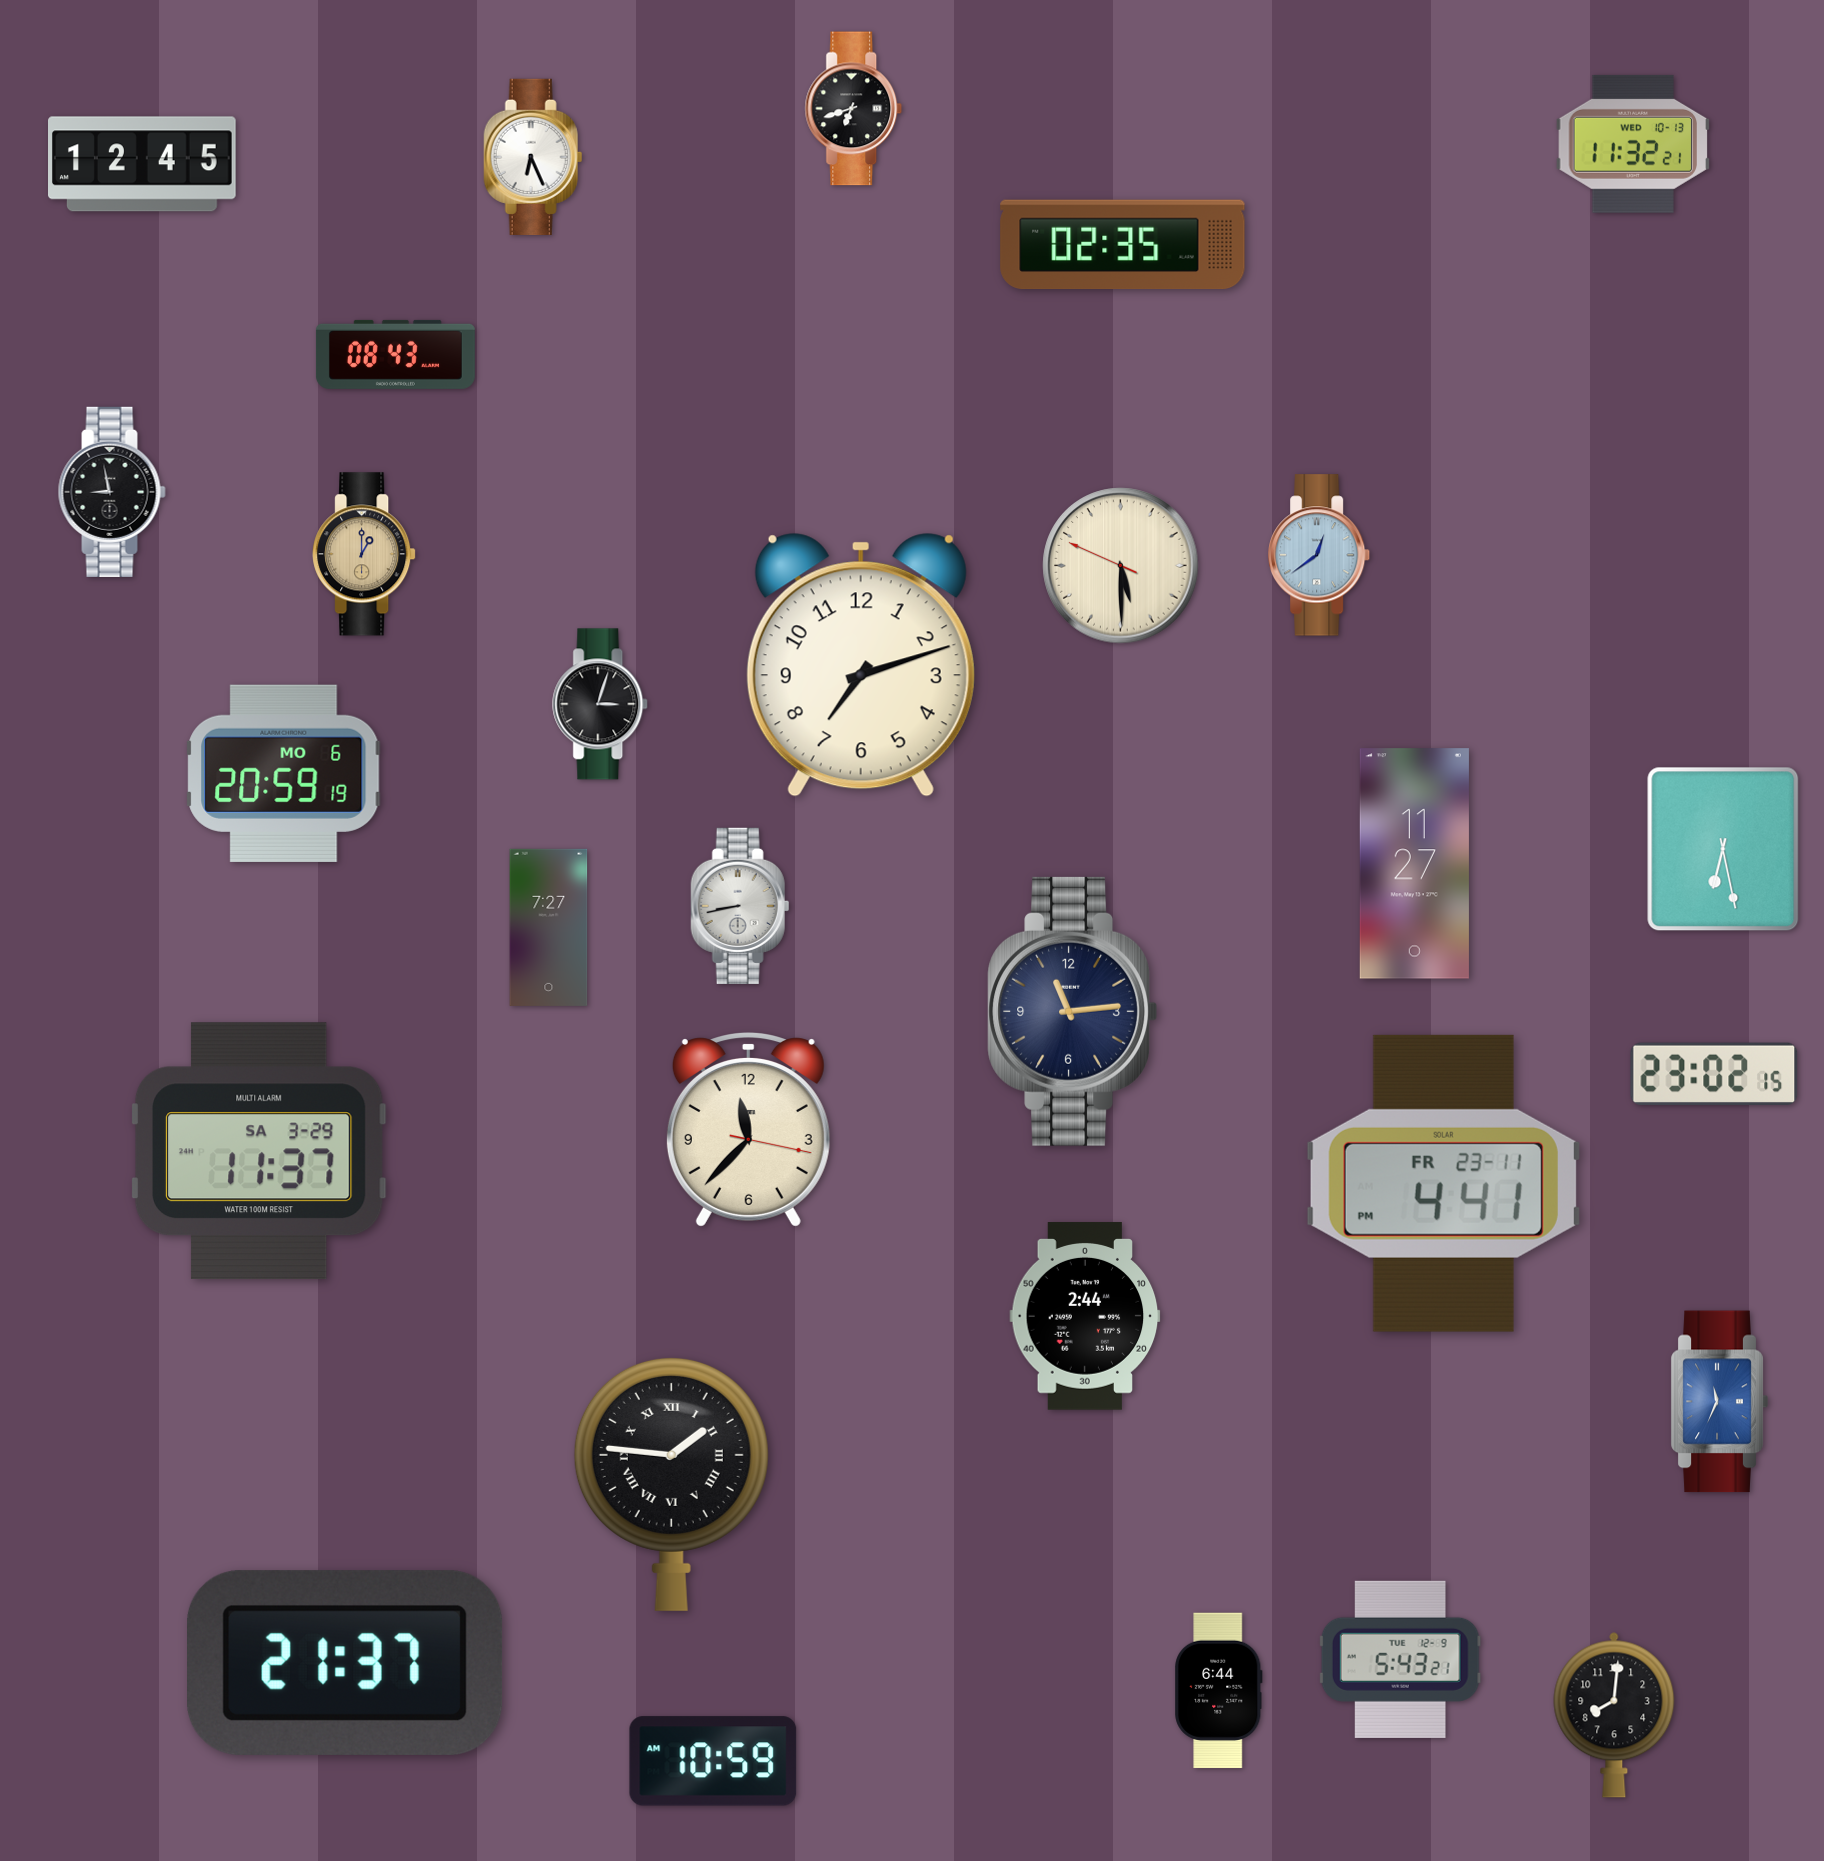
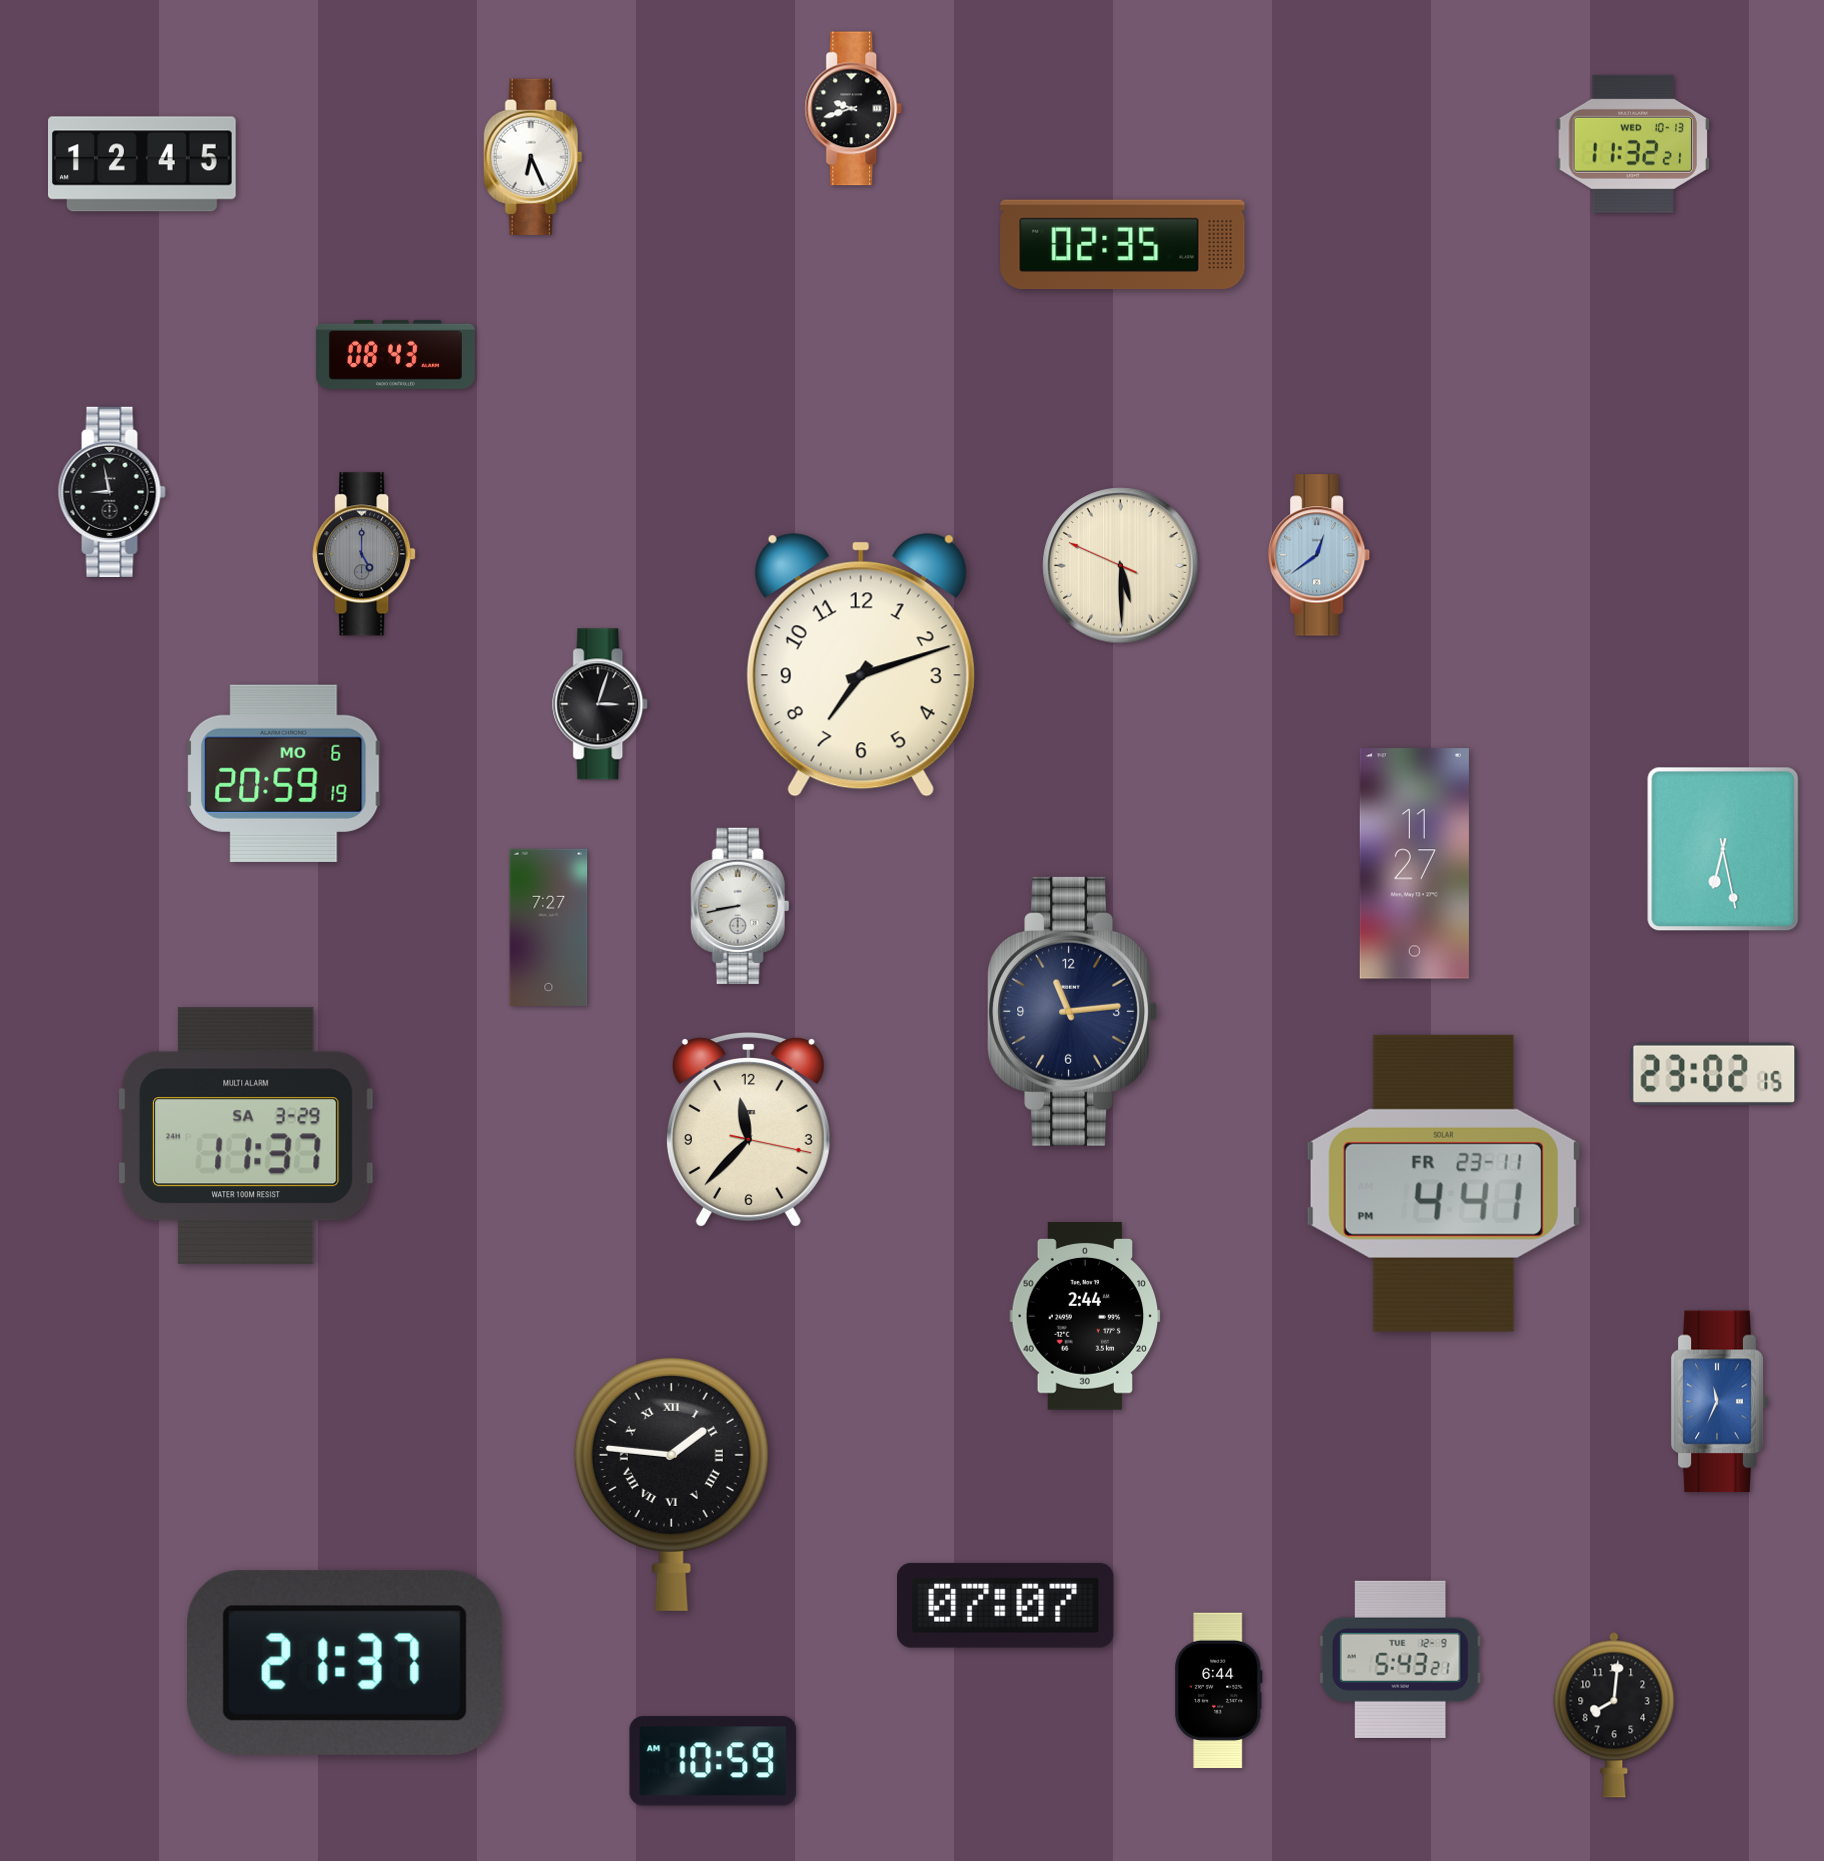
clock at (854, 109): 6:42 -> 9:42
clock at (364, 554): 1:00 -> 5:00
clock at (364, 554) dial: champagne -> grey
clock at (259, 1151) position: (259, 1151) -> (246, 1136)
clock at (1006, 1605): none -> 07:07
